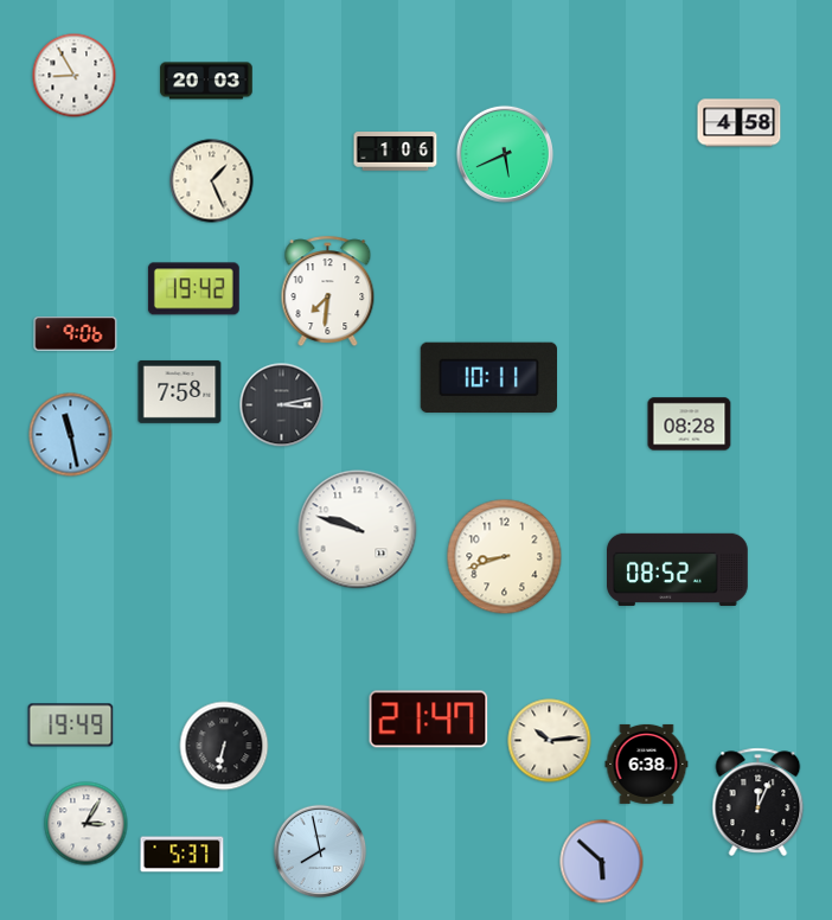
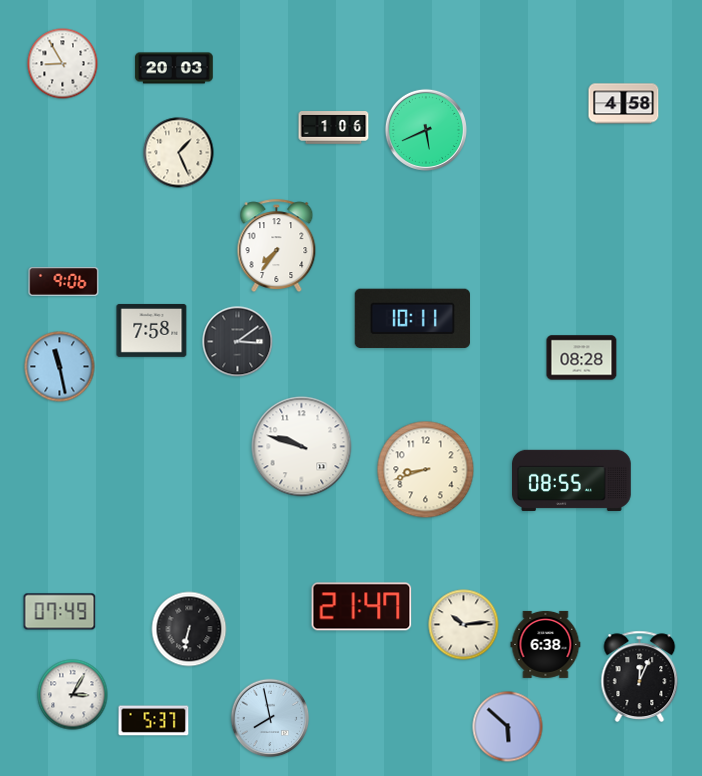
clock at (193, 289): 19:42 -> none
clock at (328, 292): 7:31 -> 7:36
clock at (282, 405): 3:13 -> 3:09
clock at (678, 569): 08:52 -> 08:55
clock at (71, 726): 19:49 -> 07:49
